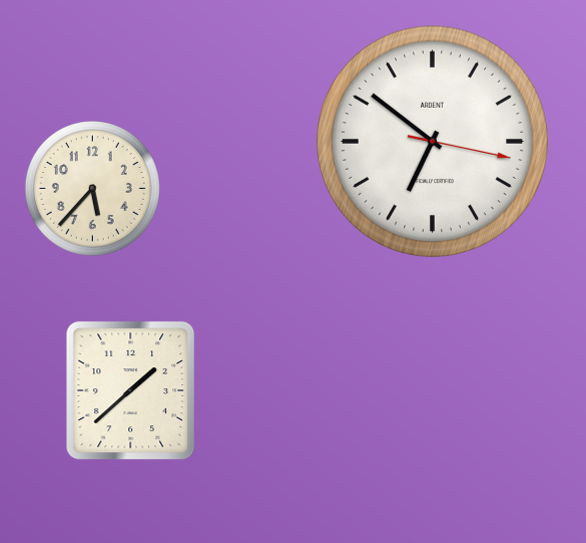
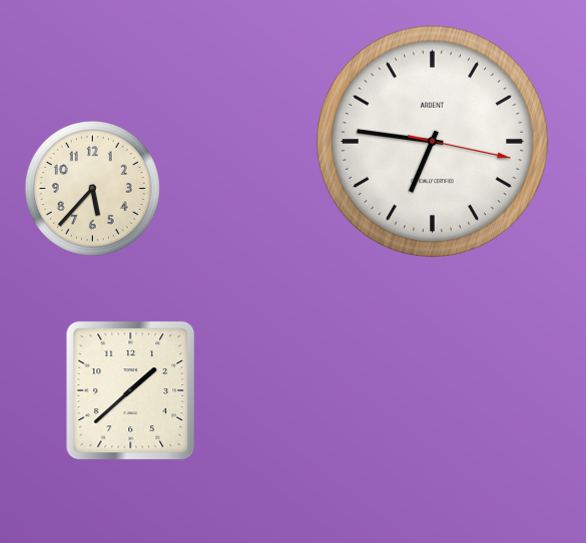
clock at (432, 141): 6:51 -> 6:46
